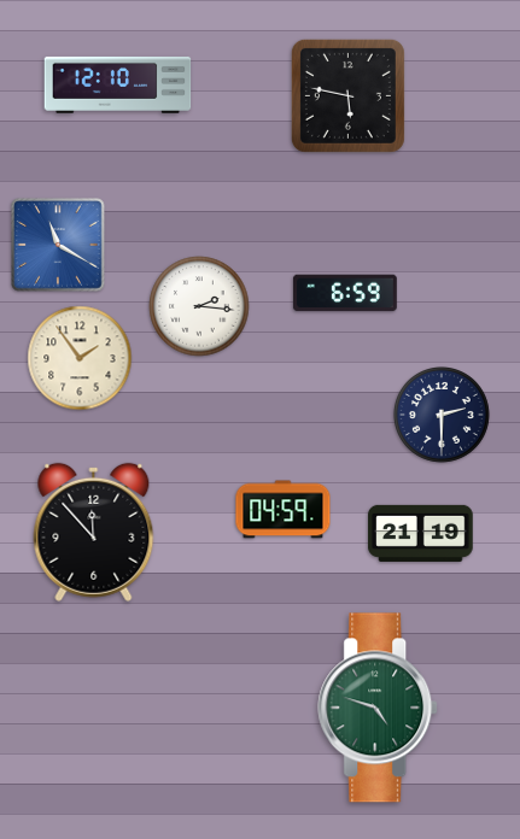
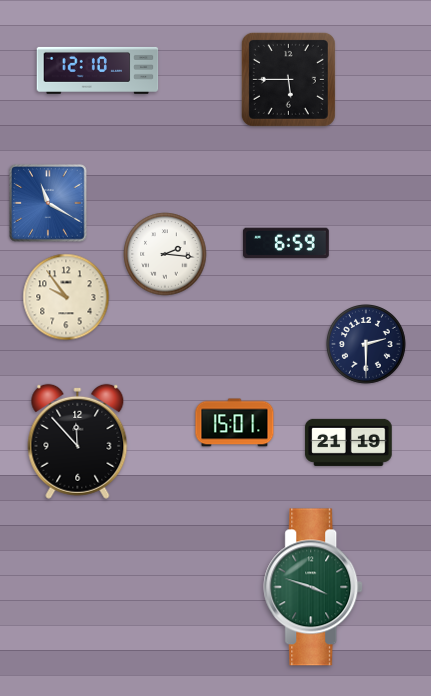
clock at (347, 95): 5:47 -> 5:45
clock at (80, 358): 1:54 -> 9:54
clock at (284, 510): 04:59 -> 15:01
clock at (379, 708): 4:48 -> 3:48
